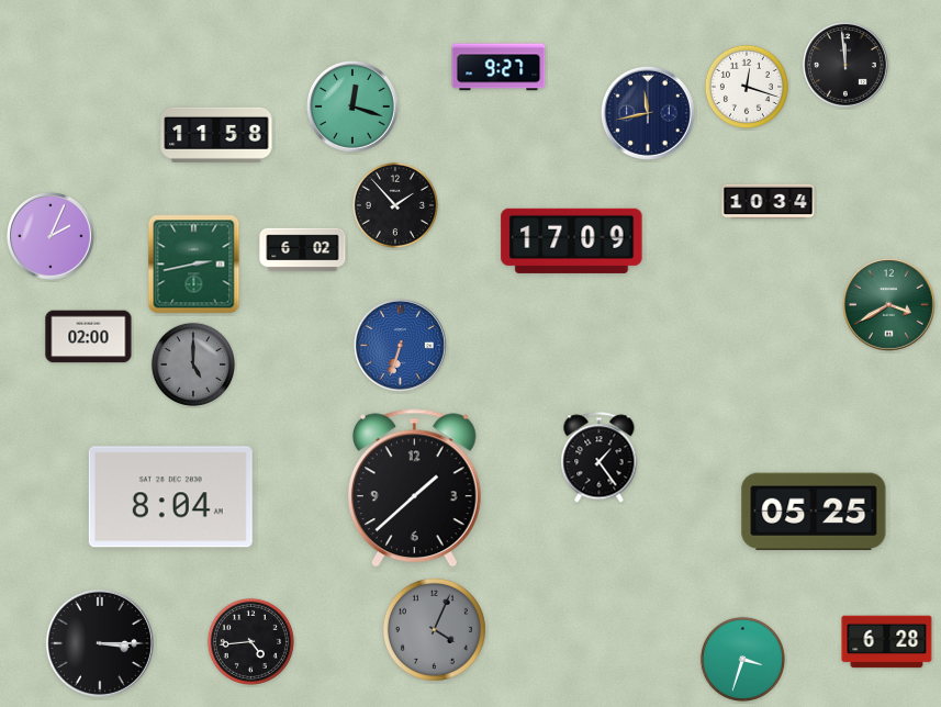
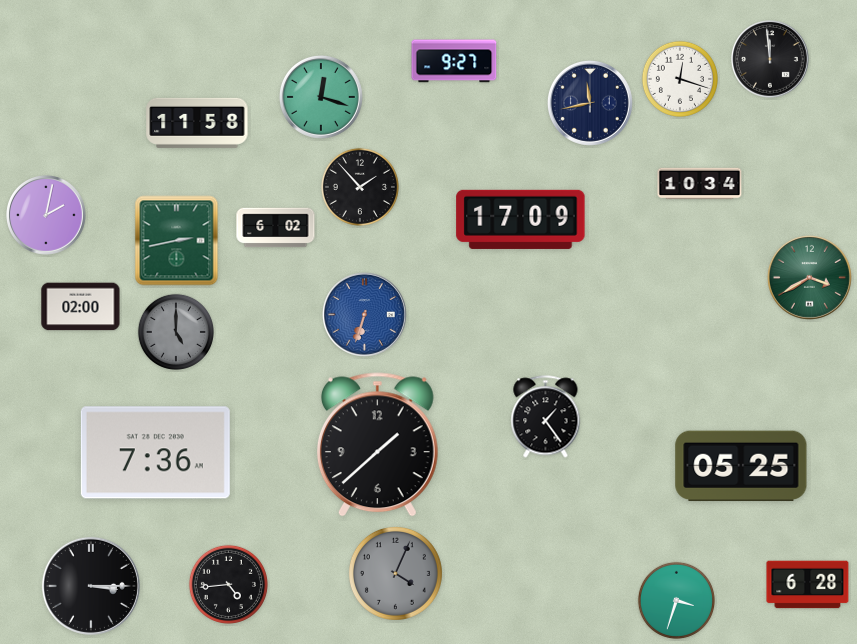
clock at (52, 237): 2:04 -> 2:02
clock at (170, 497): 8:04 -> 7:36
